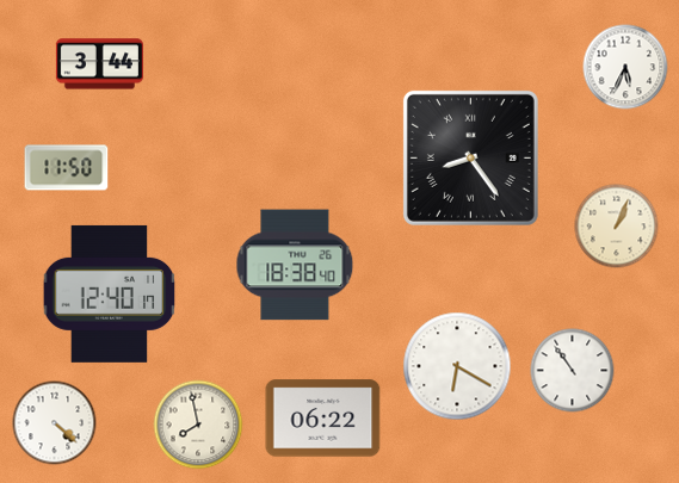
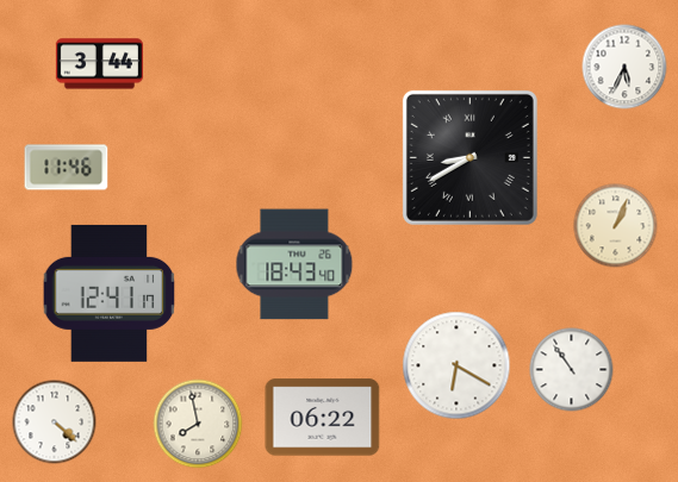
clock at (470, 157): 8:24 -> 8:40
clock at (67, 168): 11:50 -> 11:46
clock at (295, 265): 18:38 -> 18:43
clock at (110, 293): 12:40 -> 12:41
